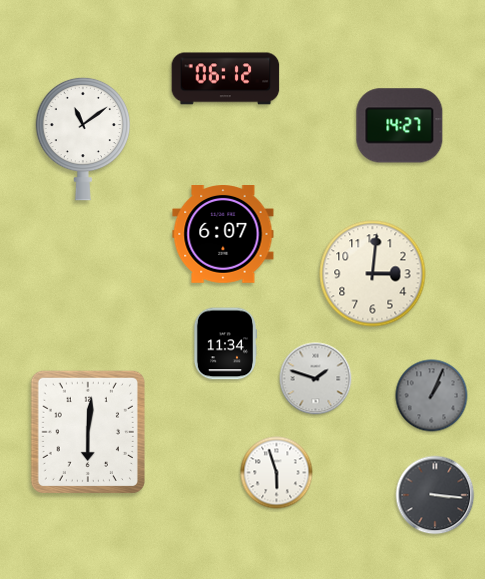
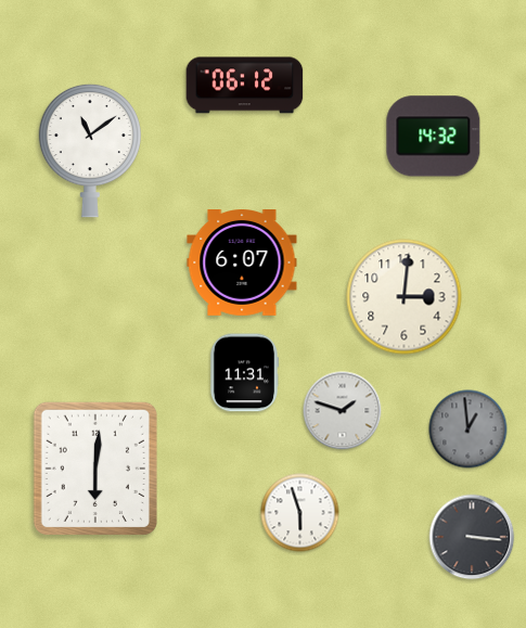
clock at (400, 126): 14:27 -> 14:32
clock at (223, 235) position: (223, 235) -> (242, 264)
clock at (224, 344): 11:34 -> 11:31
clock at (432, 396): 1:04 -> 12:59
